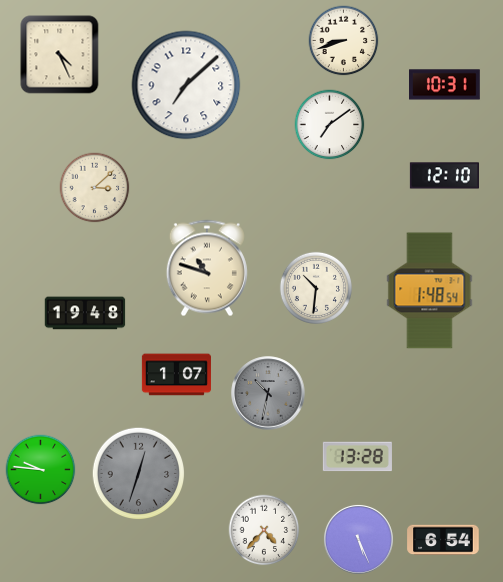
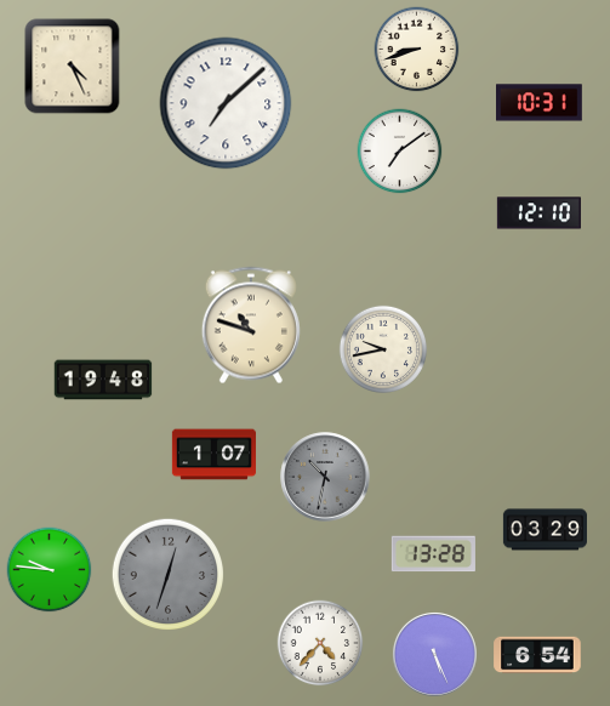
clock at (95, 188): 3:08 -> none
clock at (315, 287): 10:31 -> 9:43
clock at (430, 291): 1:48 -> none
clock at (545, 530): none -> 03:29
